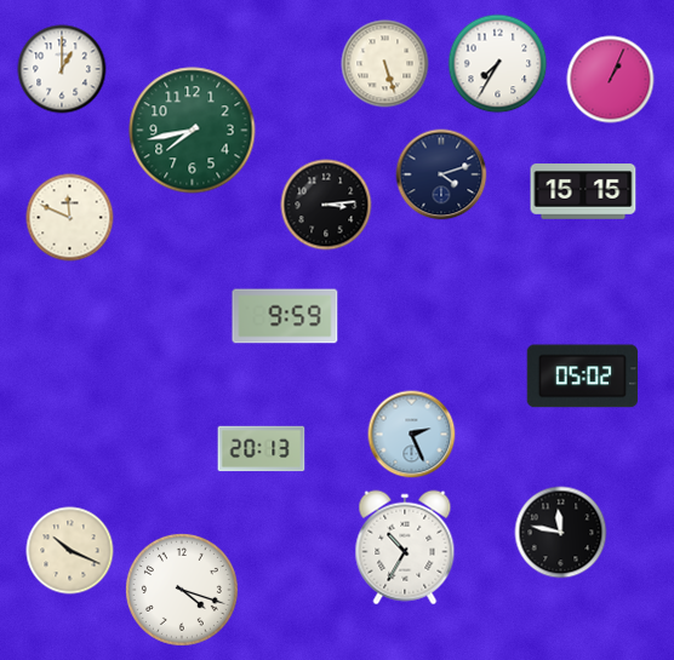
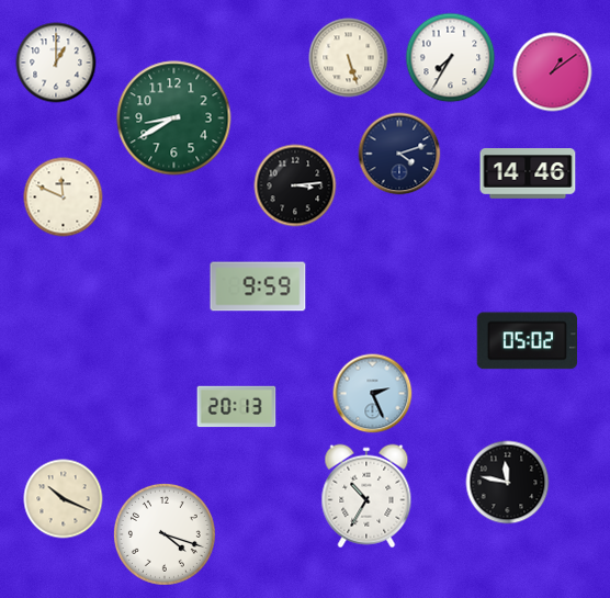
clock at (611, 80): 1:04 -> 1:09
clock at (193, 131): 7:43 -> 8:40
clock at (441, 174) position: (441, 174) -> (399, 154)
clock at (583, 191): 15:15 -> 14:46
